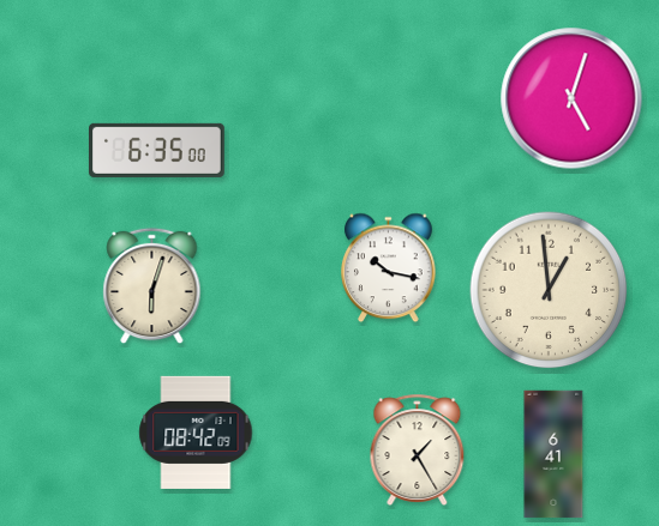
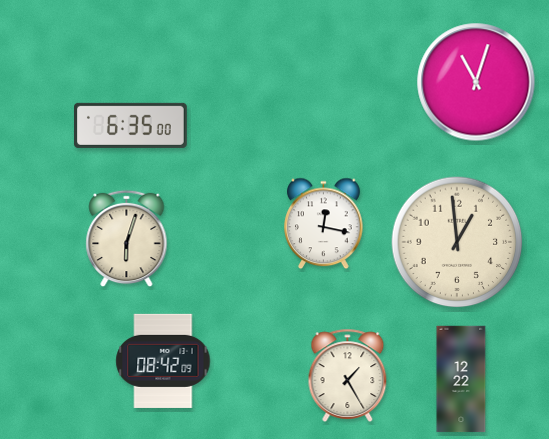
clock at (571, 98): 5:03 -> 11:03
clock at (389, 268): 10:17 -> 12:17
clock at (553, 454): 6:41 -> 12:22
